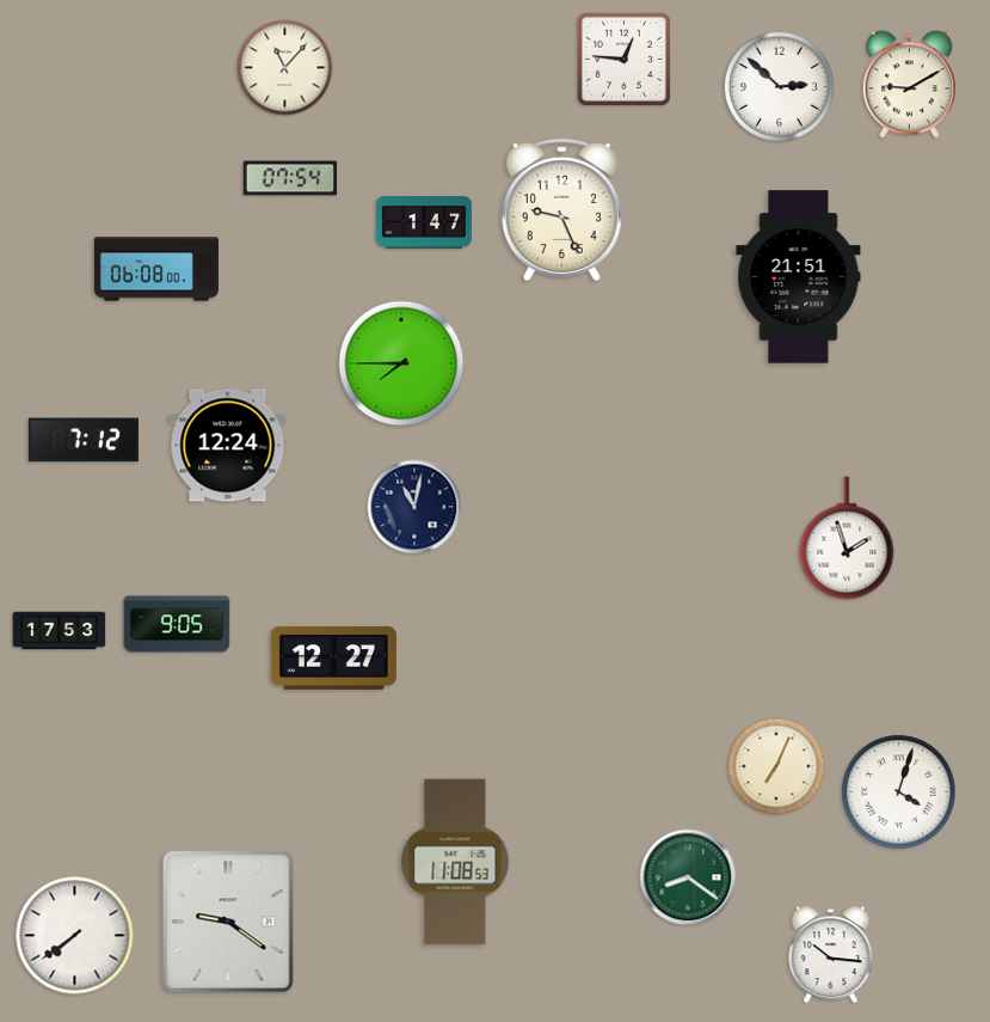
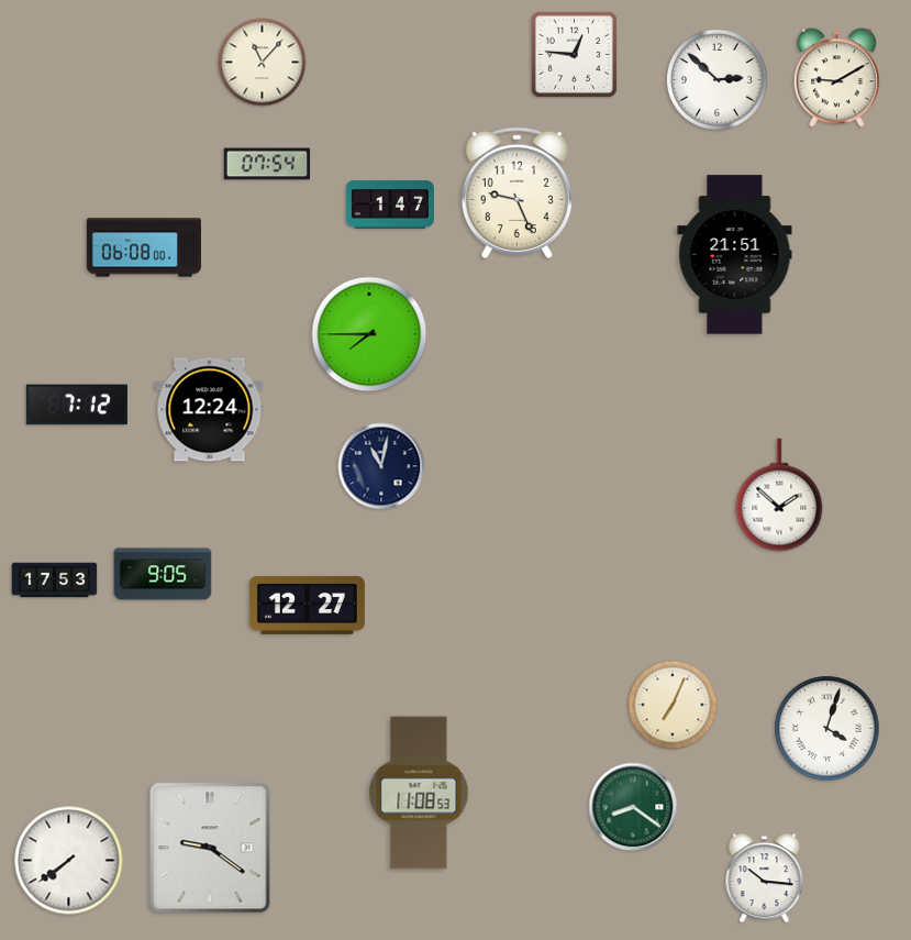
clock at (847, 538): 1:57 -> 1:52
clock at (776, 766) position: (776, 766) -> (673, 705)
